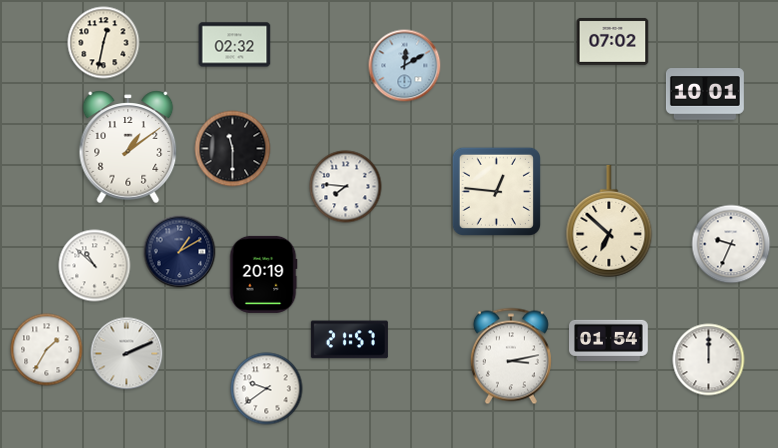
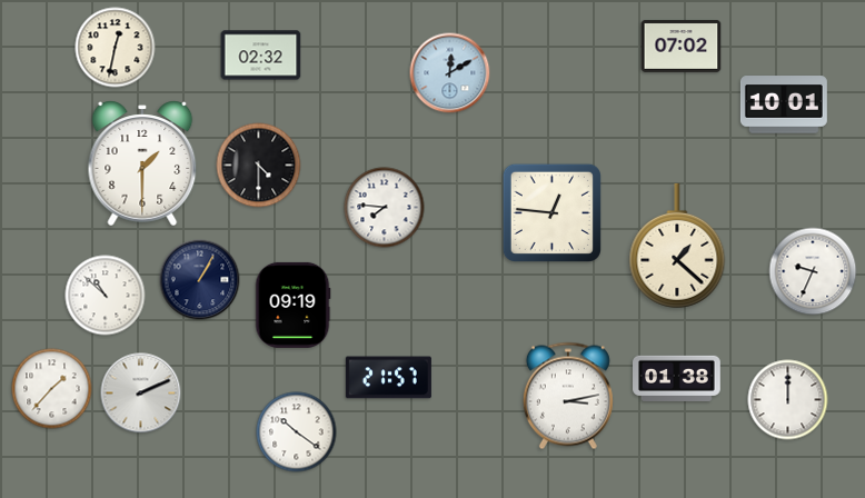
clock at (235, 45) position: (235, 45) -> (261, 56)
clock at (128, 147): 1:09 -> 1:30
clock at (233, 149): 11:30 -> 4:30
clock at (609, 221): 6:52 -> 1:22
clock at (180, 252): 1:10 -> 1:05
clock at (263, 274): 20:19 -> 09:19
clock at (609, 340): 01:54 -> 01:38
clock at (47, 350): 1:35 -> 1:37
clock at (267, 389): 9:39 -> 10:21
